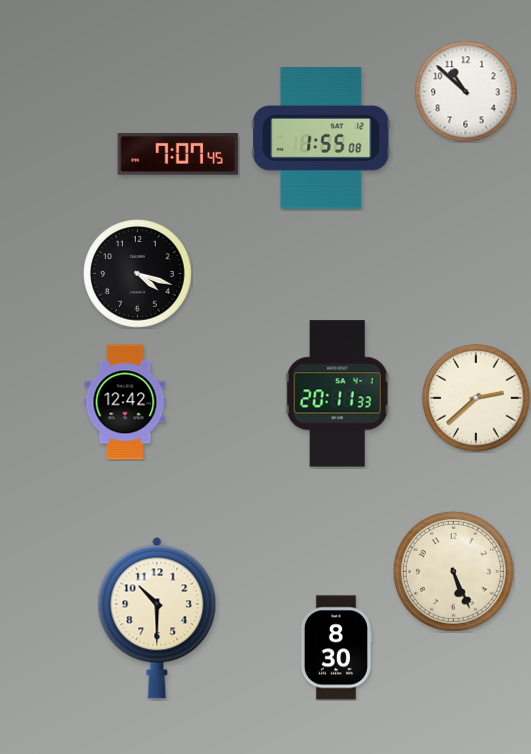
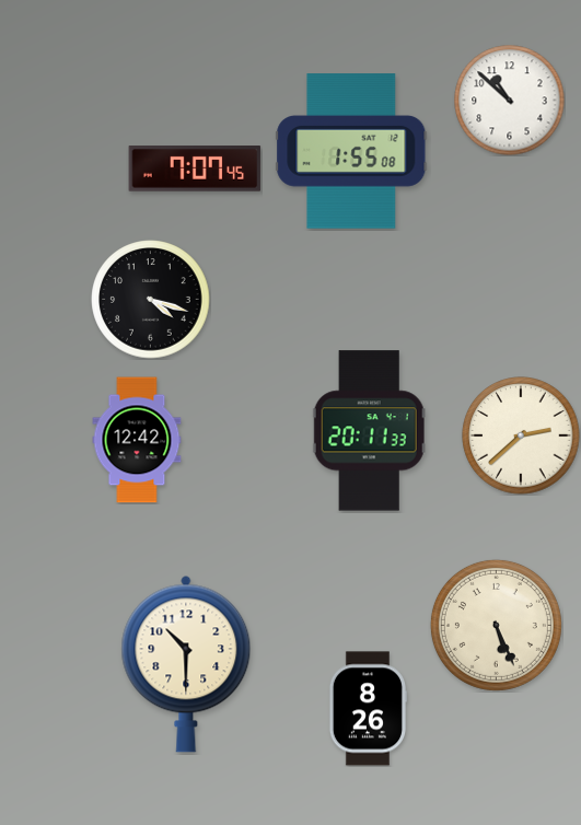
clock at (157, 618) position: (157, 618) -> (186, 664)
clock at (335, 648): 8:30 -> 8:26
